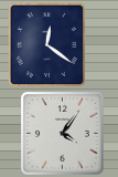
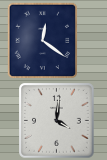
clock at (63, 134): 4:06 -> 4:01
